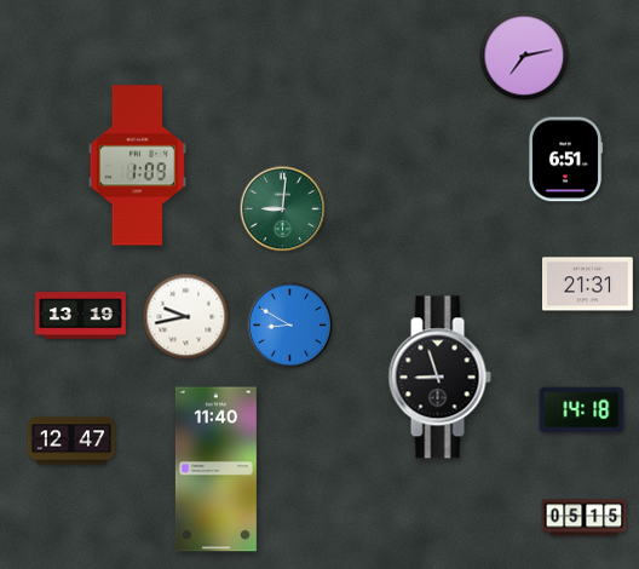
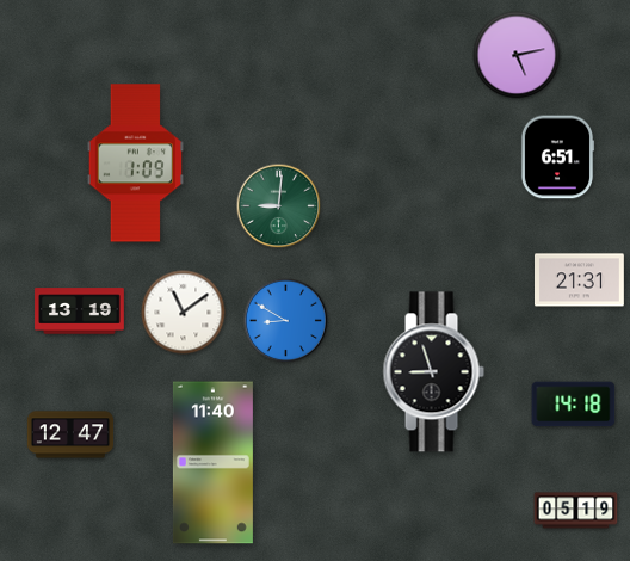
clock at (524, 56): 7:13 -> 5:13
clock at (186, 317): 9:43 -> 11:09
clock at (585, 518): 05:15 -> 05:19
